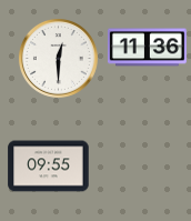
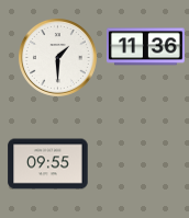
clock at (58, 58): 12:30 -> 1:30
